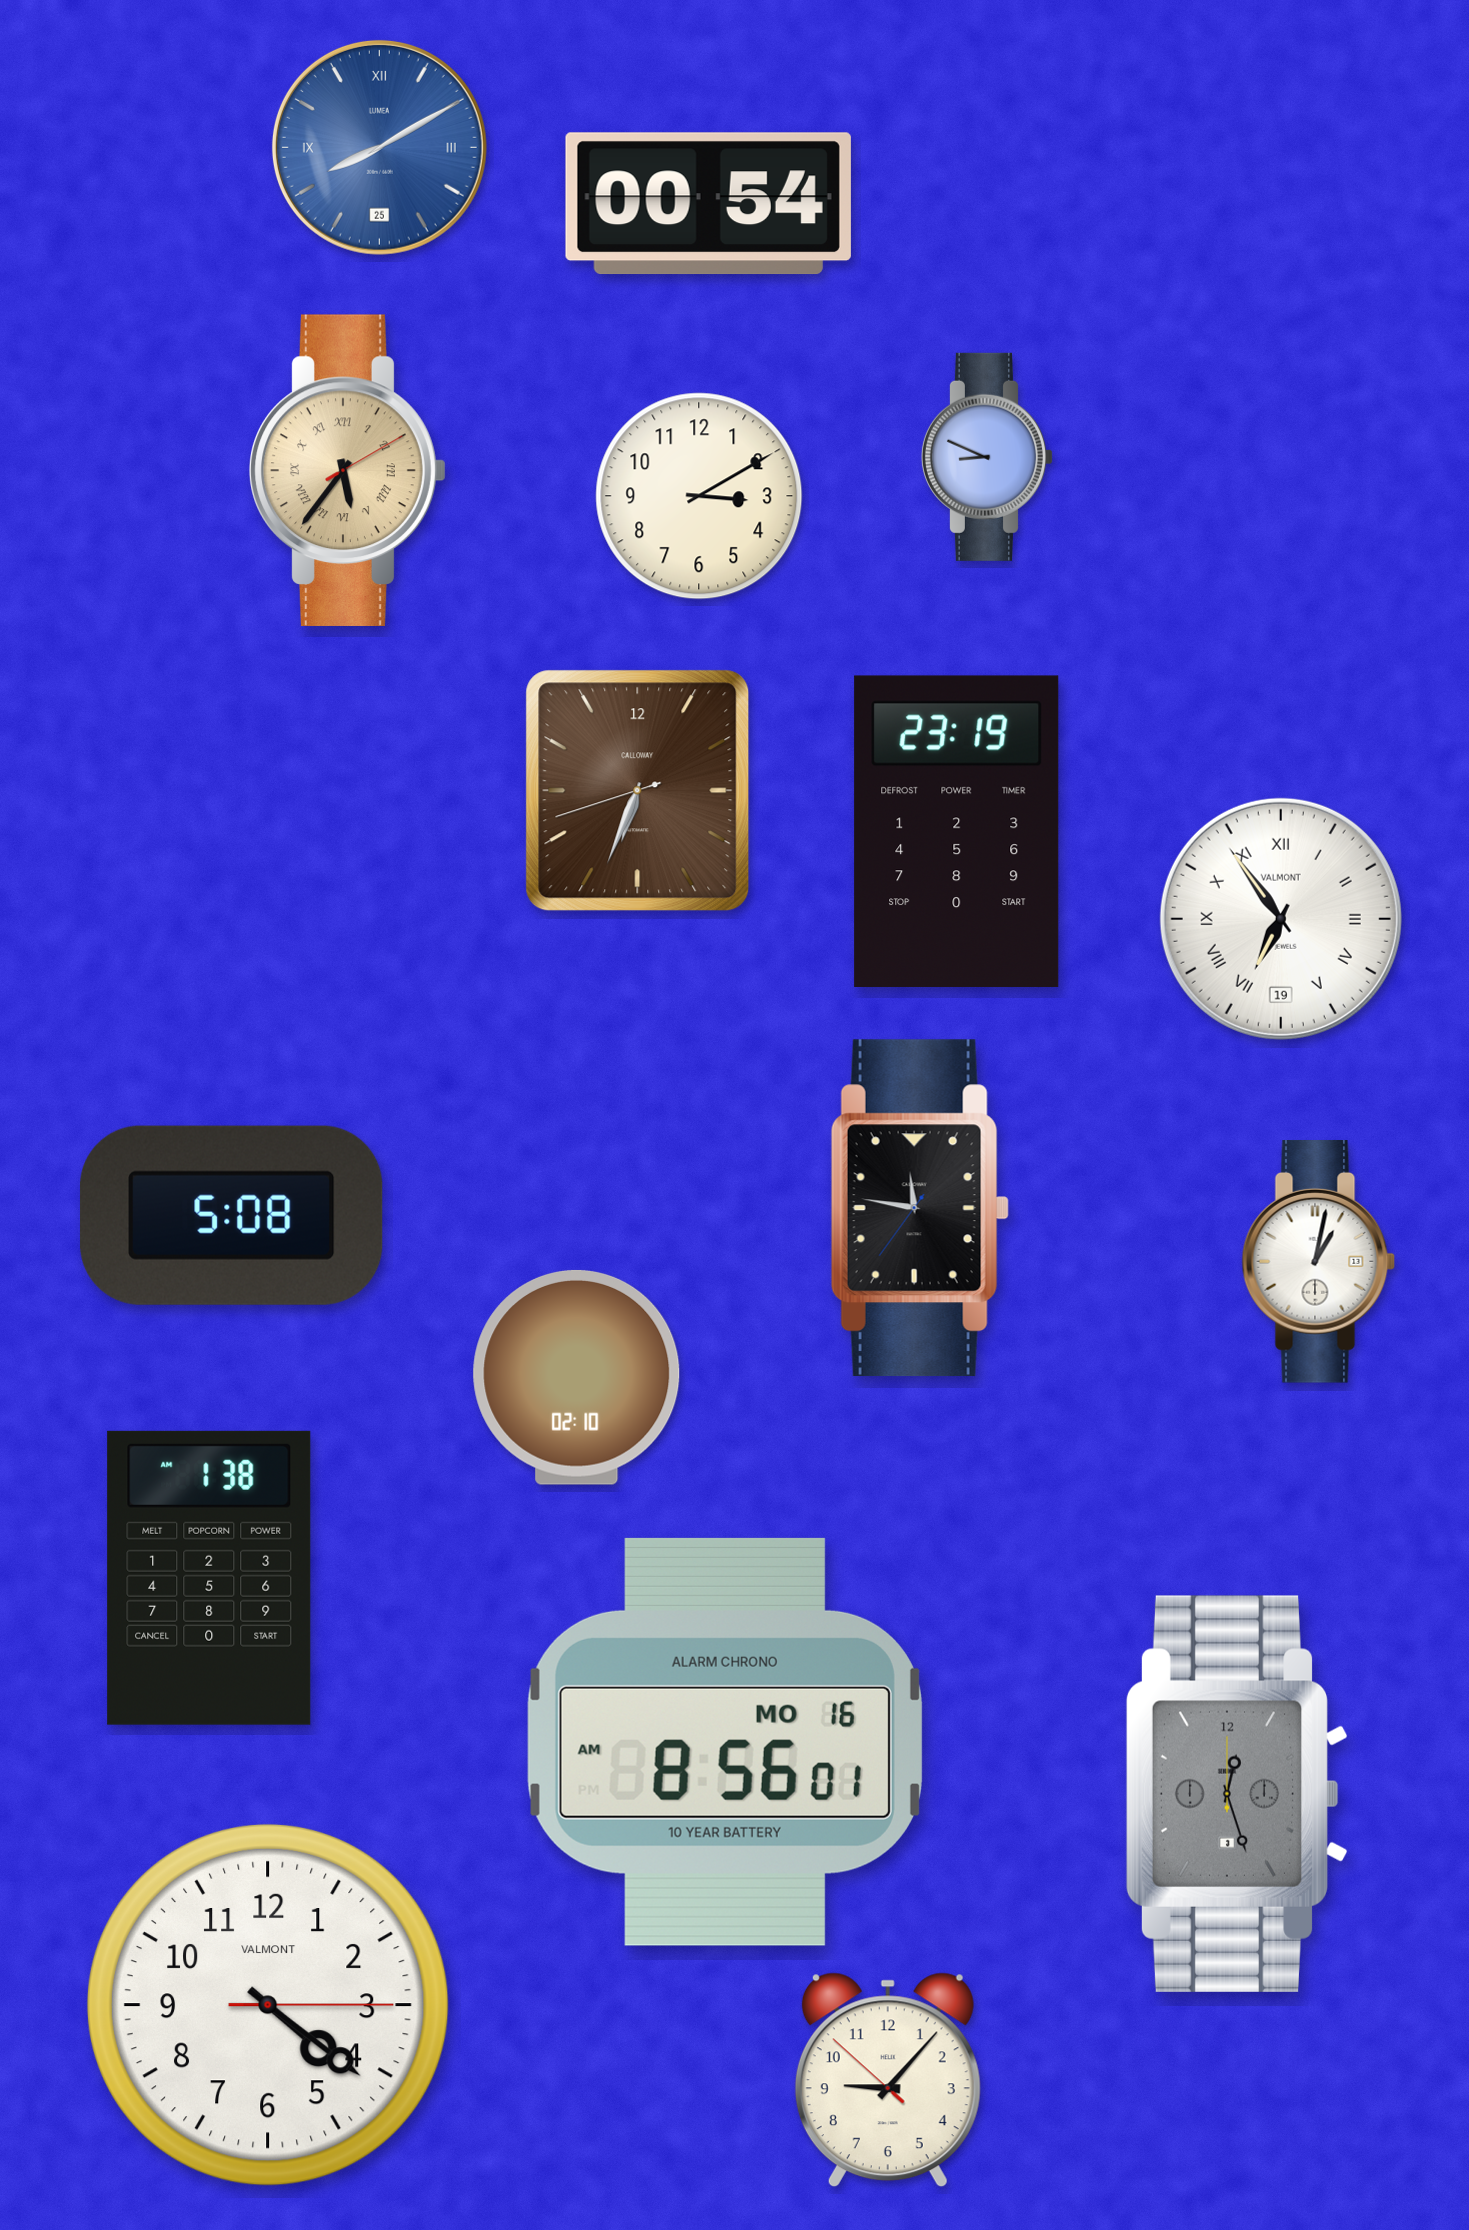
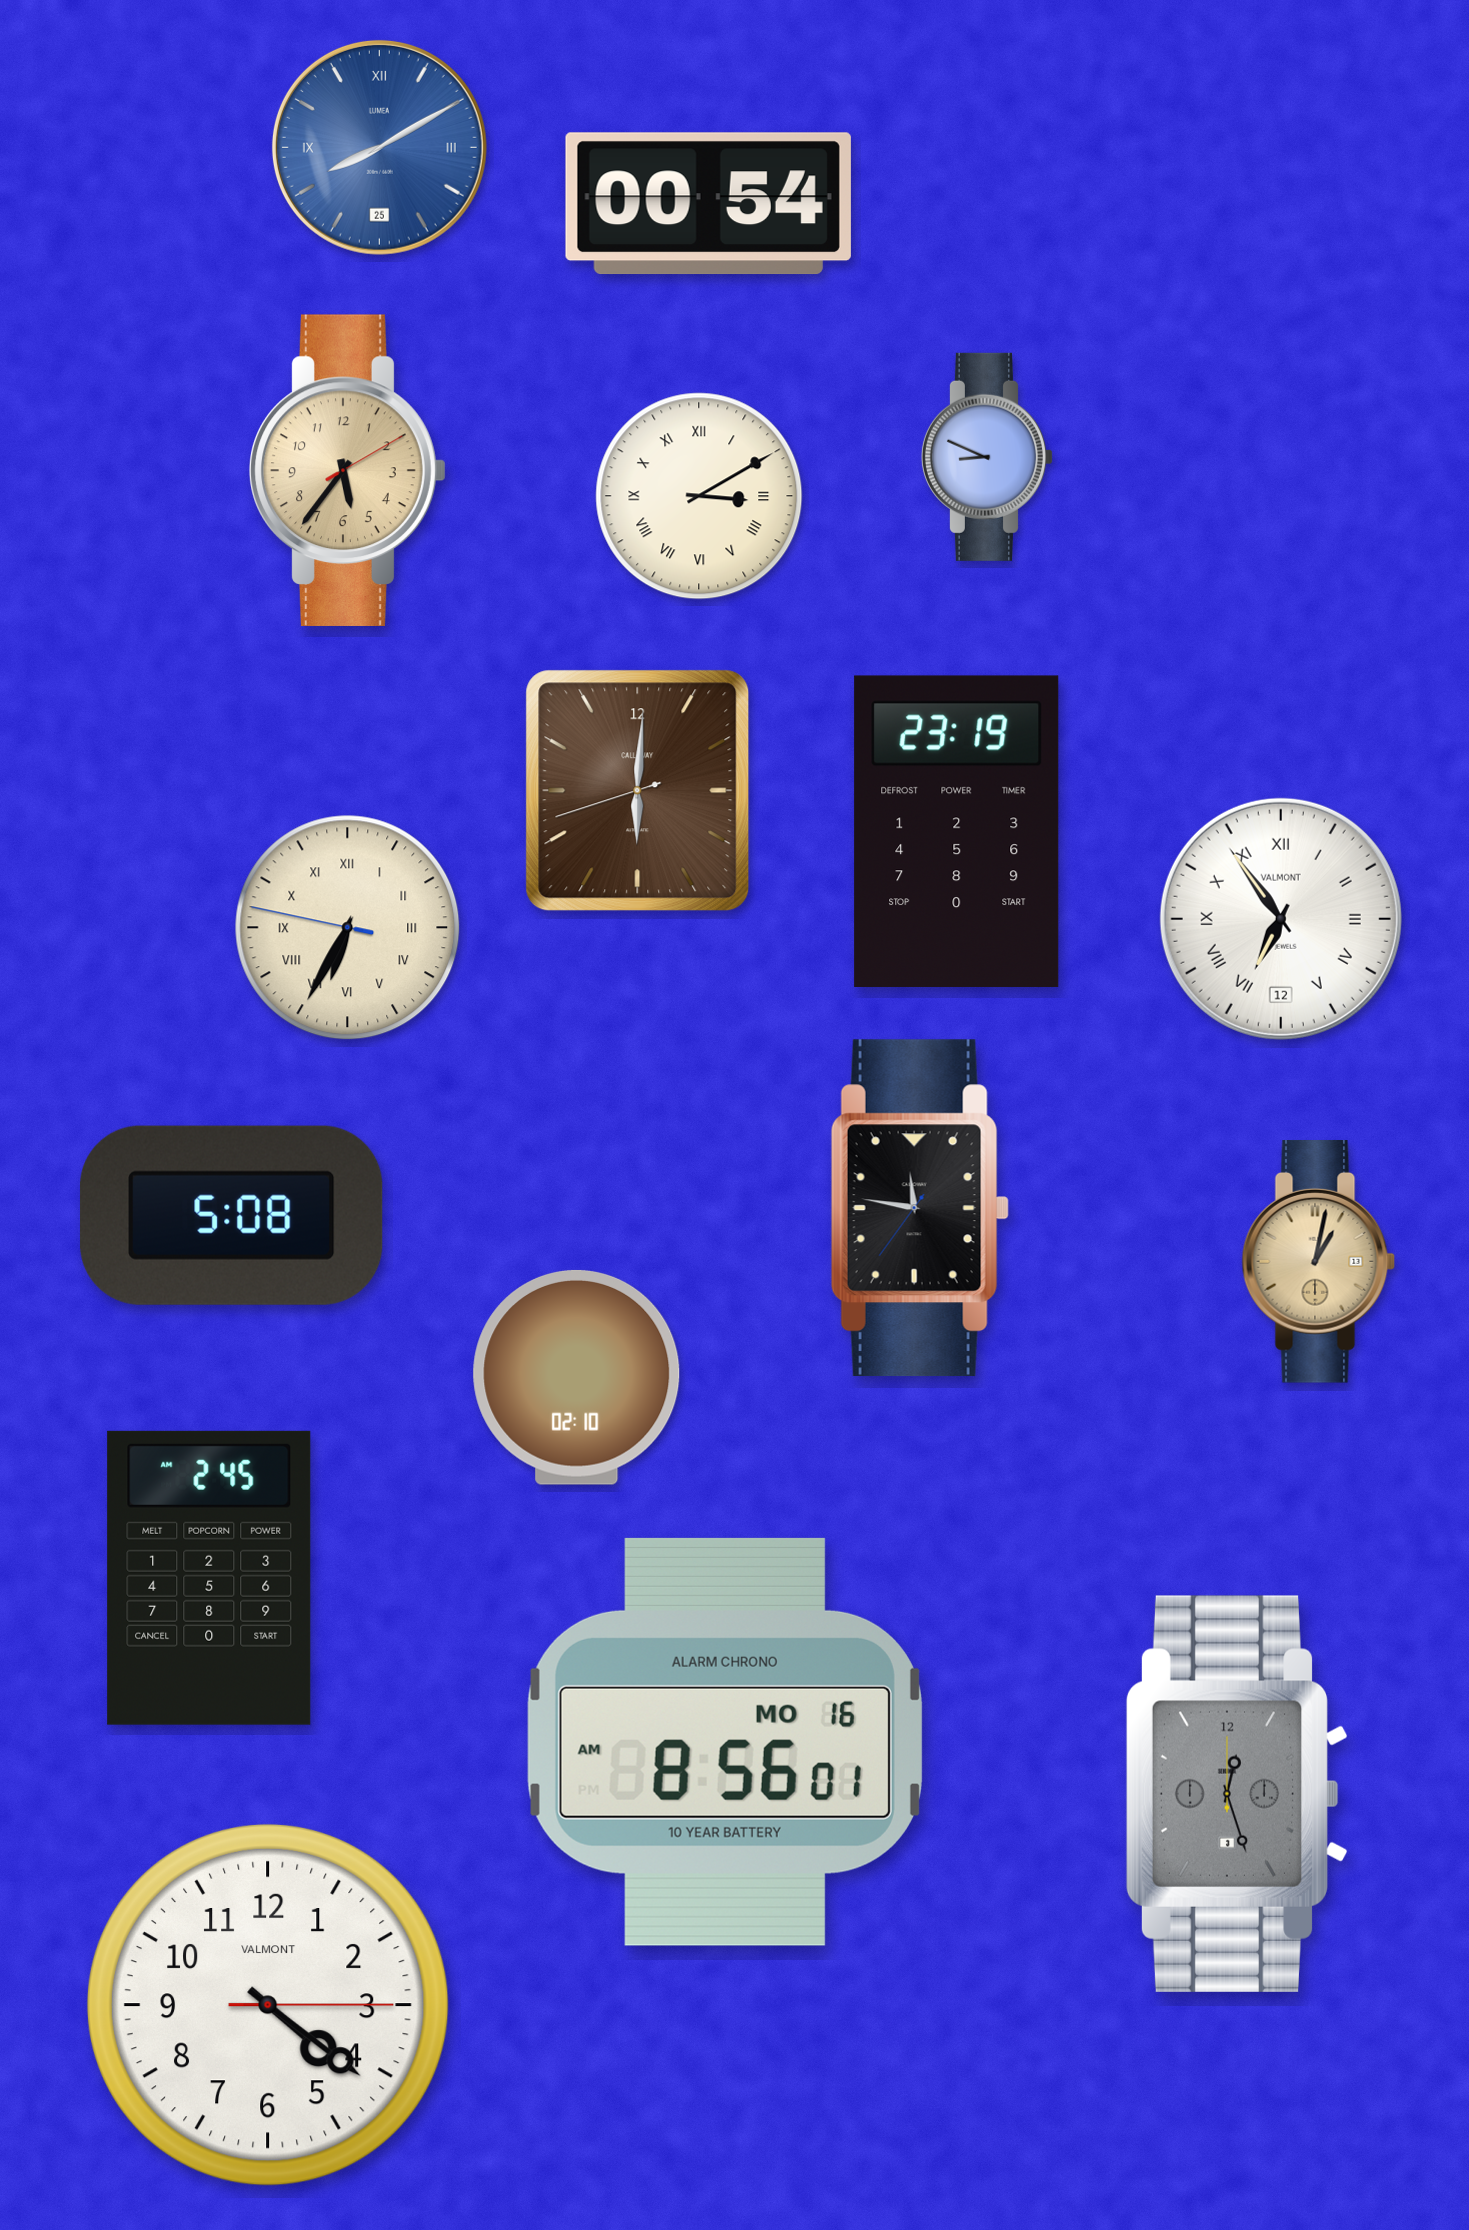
clock at (348, 470) numerals: Roman -> Arabic
clock at (699, 496) numerals: Arabic -> Roman
clock at (638, 791): 6:33 -> 6:00
clock at (1281, 919) date: 19 -> 12
clock at (348, 928): none -> 6:34
clock at (1319, 1262) dial: white -> champagne
clock at (209, 1578): 1:38 -> 2:45
clock at (888, 2080): 9:06 -> none
